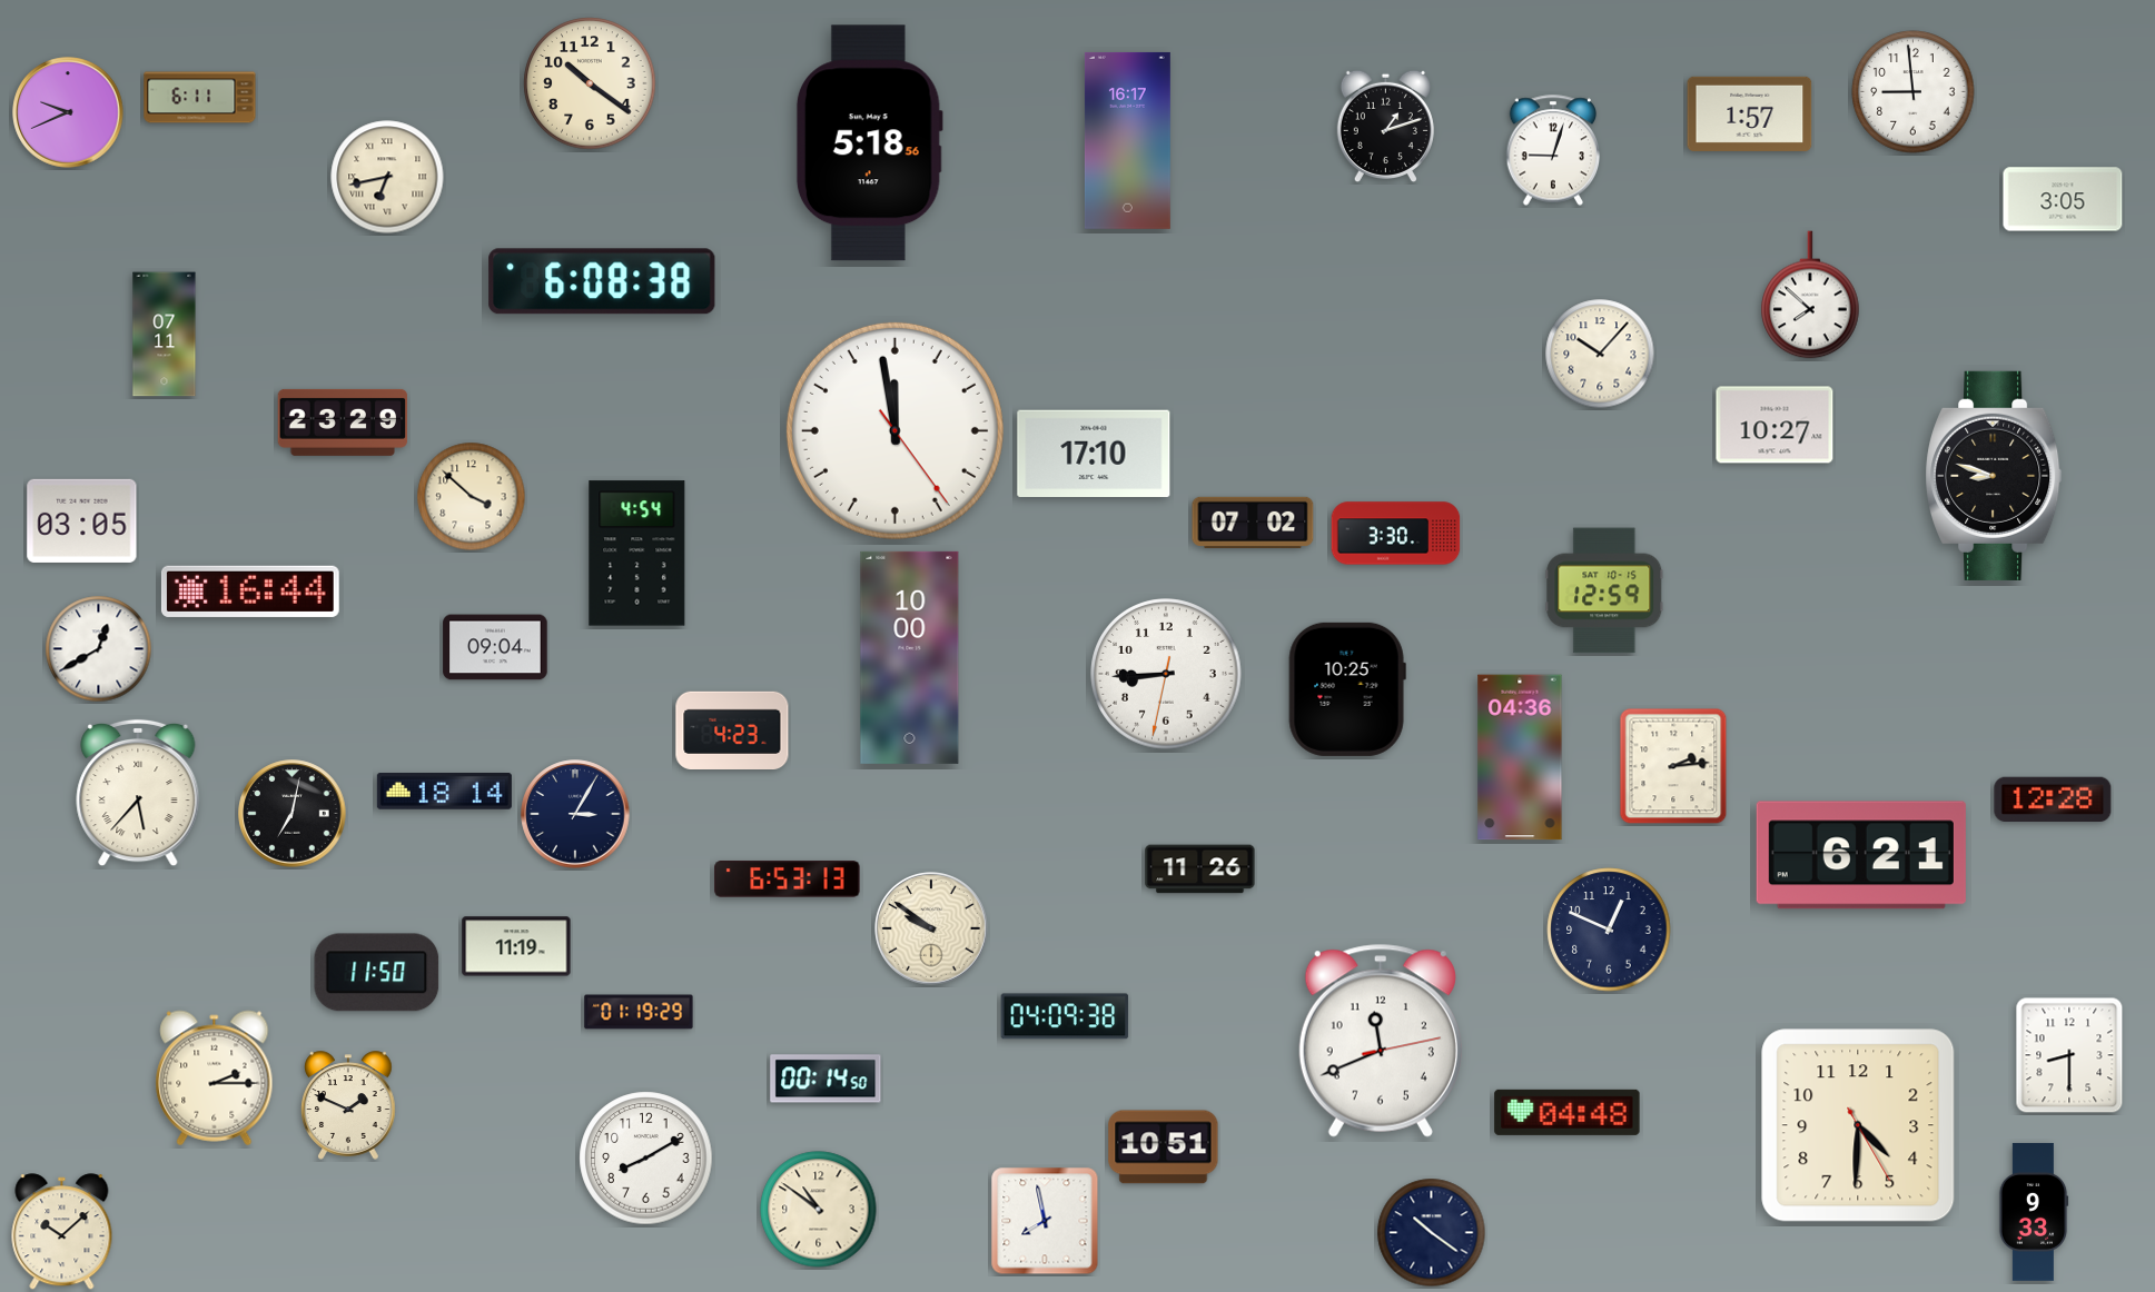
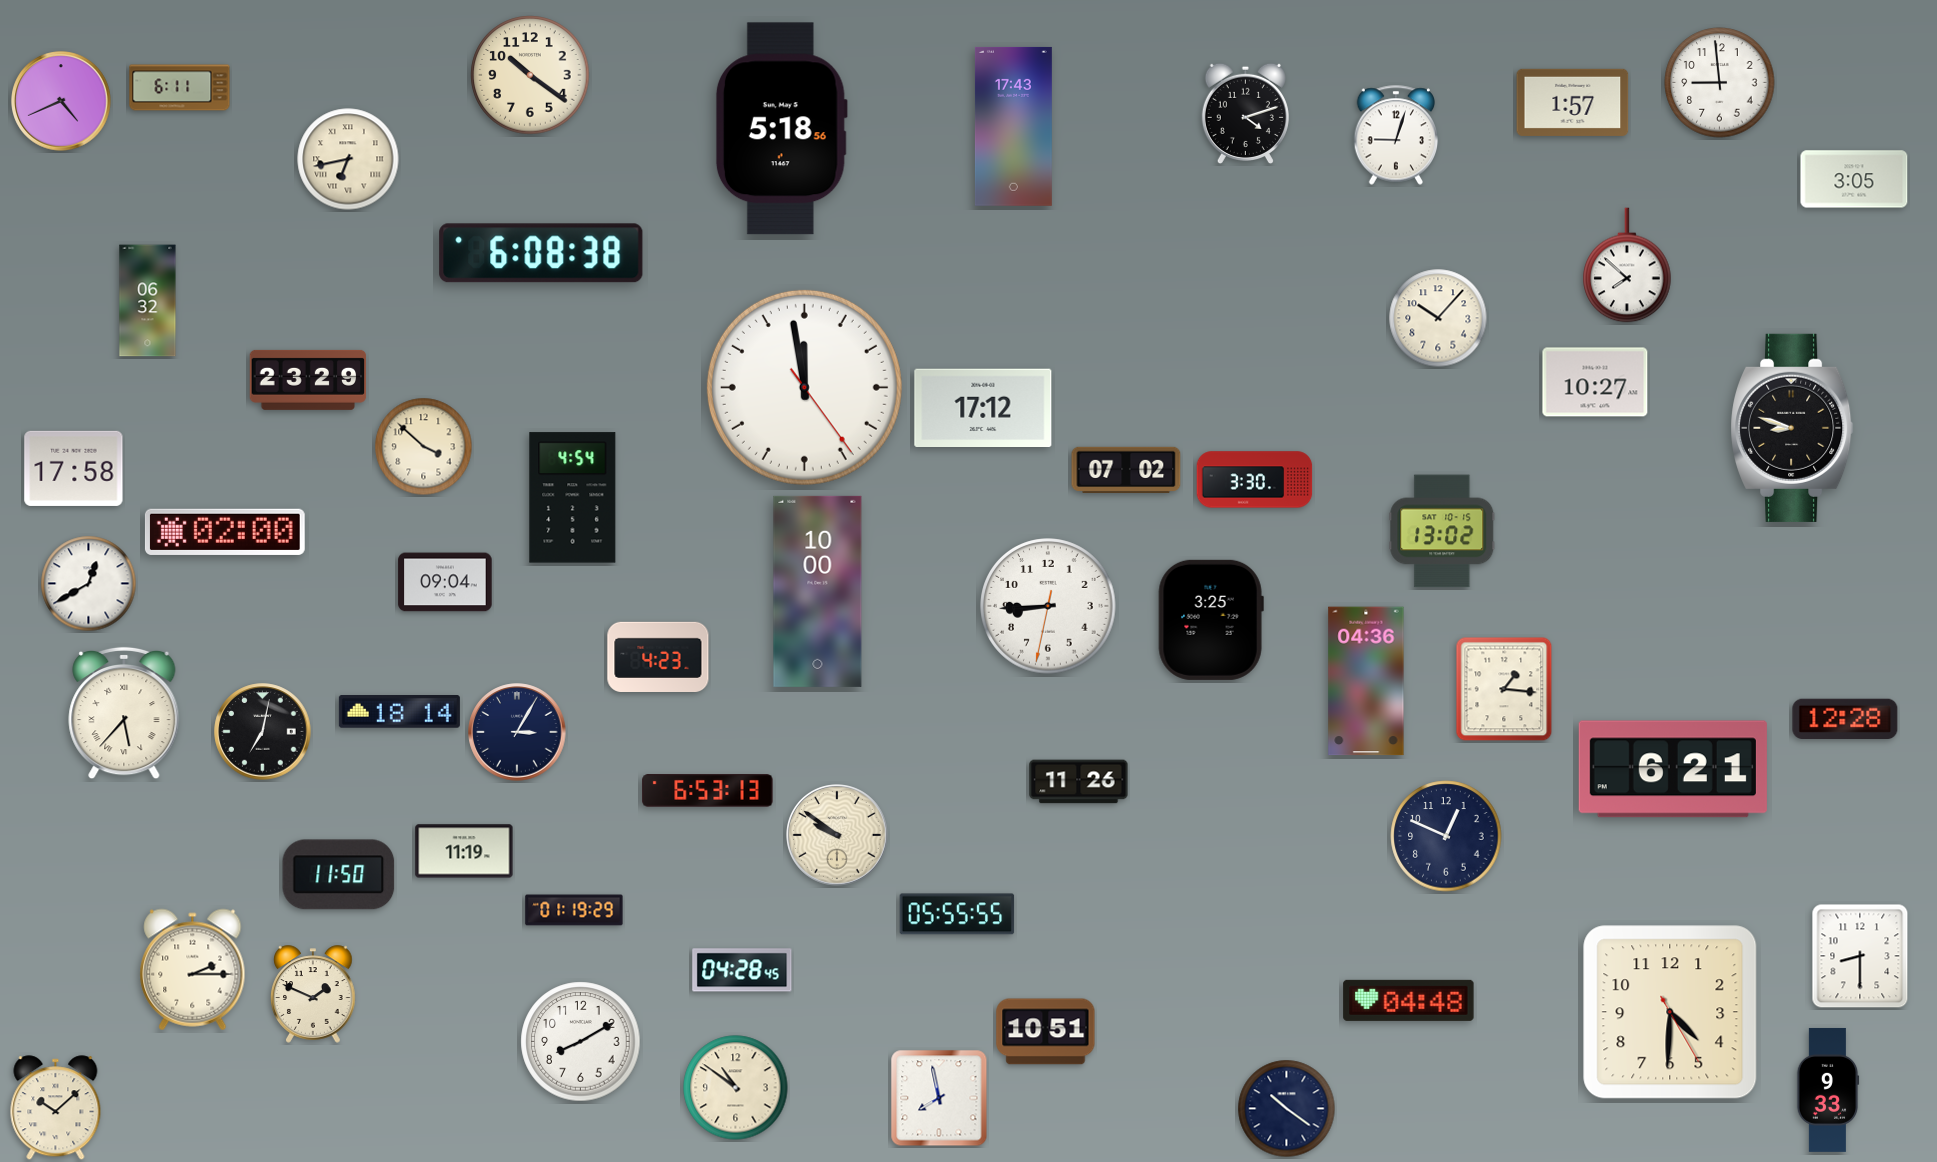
clock at (68, 112): 9:41 -> 4:41
clock at (1385, 126): 1:12 -> 4:12
clock at (1127, 140): 16:17 -> 17:43
clock at (165, 335): 07:11 -> 06:32
clock at (1094, 454): 17:10 -> 17:12
clock at (82, 520): 03:05 -> 17:58
clock at (1604, 590): 12:59 -> 13:02
clock at (250, 592): 16:44 -> 02:00
clock at (1347, 689): 10:25 -> 3:25
clock at (1673, 766): 2:14 -> 1:16
clock at (1065, 1016): 04:09 -> 05:55
clock at (1381, 1041): 11:41 -> none
clock at (2069, 1055) position: (2069, 1055) -> (1860, 956)
clock at (826, 1079): 00:14 -> 04:28
